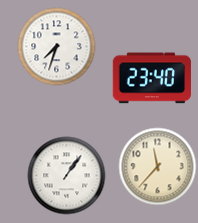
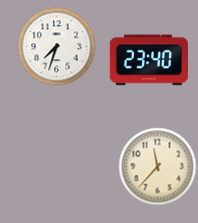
clock at (152, 78) position: (152, 78) -> (149, 60)
clock at (66, 175): 1:06 -> none
